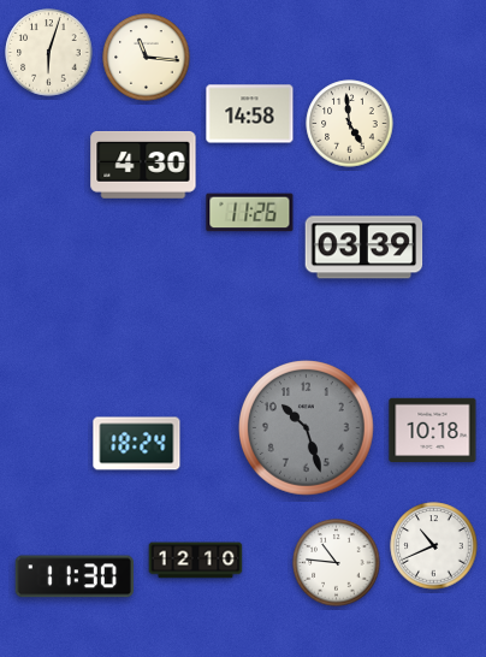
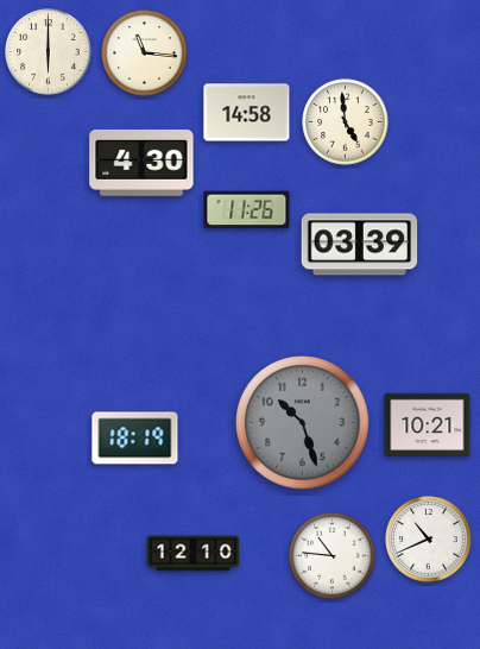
clock at (49, 53): 6:03 -> 6:00
clock at (147, 58) position: (147, 58) -> (145, 53)
clock at (433, 430): 10:18 -> 10:21
clock at (137, 444): 18:24 -> 18:19
clock at (75, 576): 11:30 -> none
